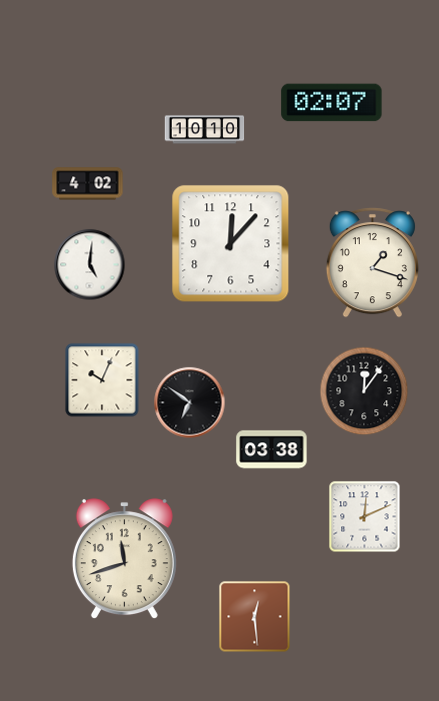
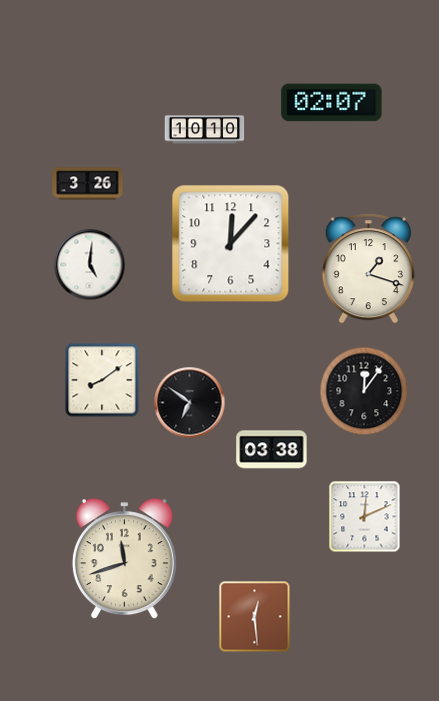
clock at (88, 184): 4:02 -> 3:26
clock at (372, 263) position: (372, 263) -> (368, 269)
clock at (102, 380): 10:04 -> 8:09
